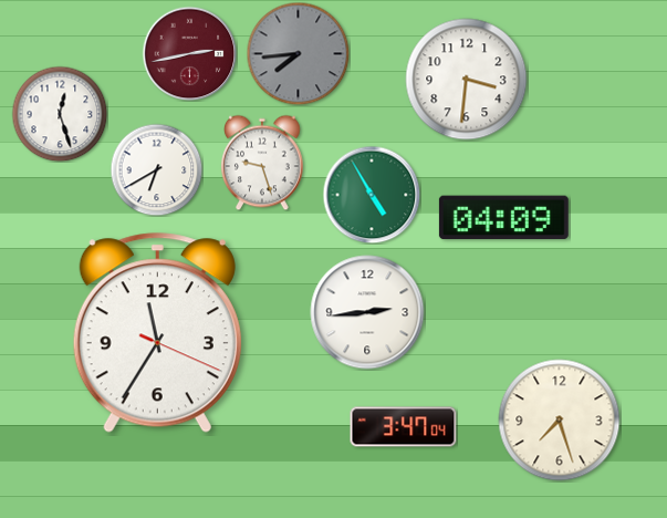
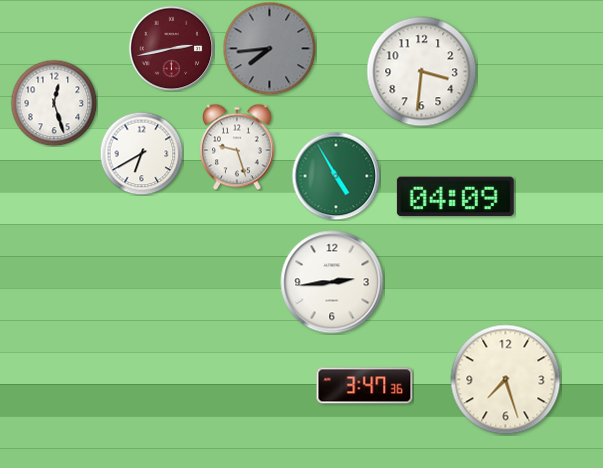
clock at (157, 333): 11:35 -> none
clock at (404, 427): 3:47:04 -> 3:47:36
